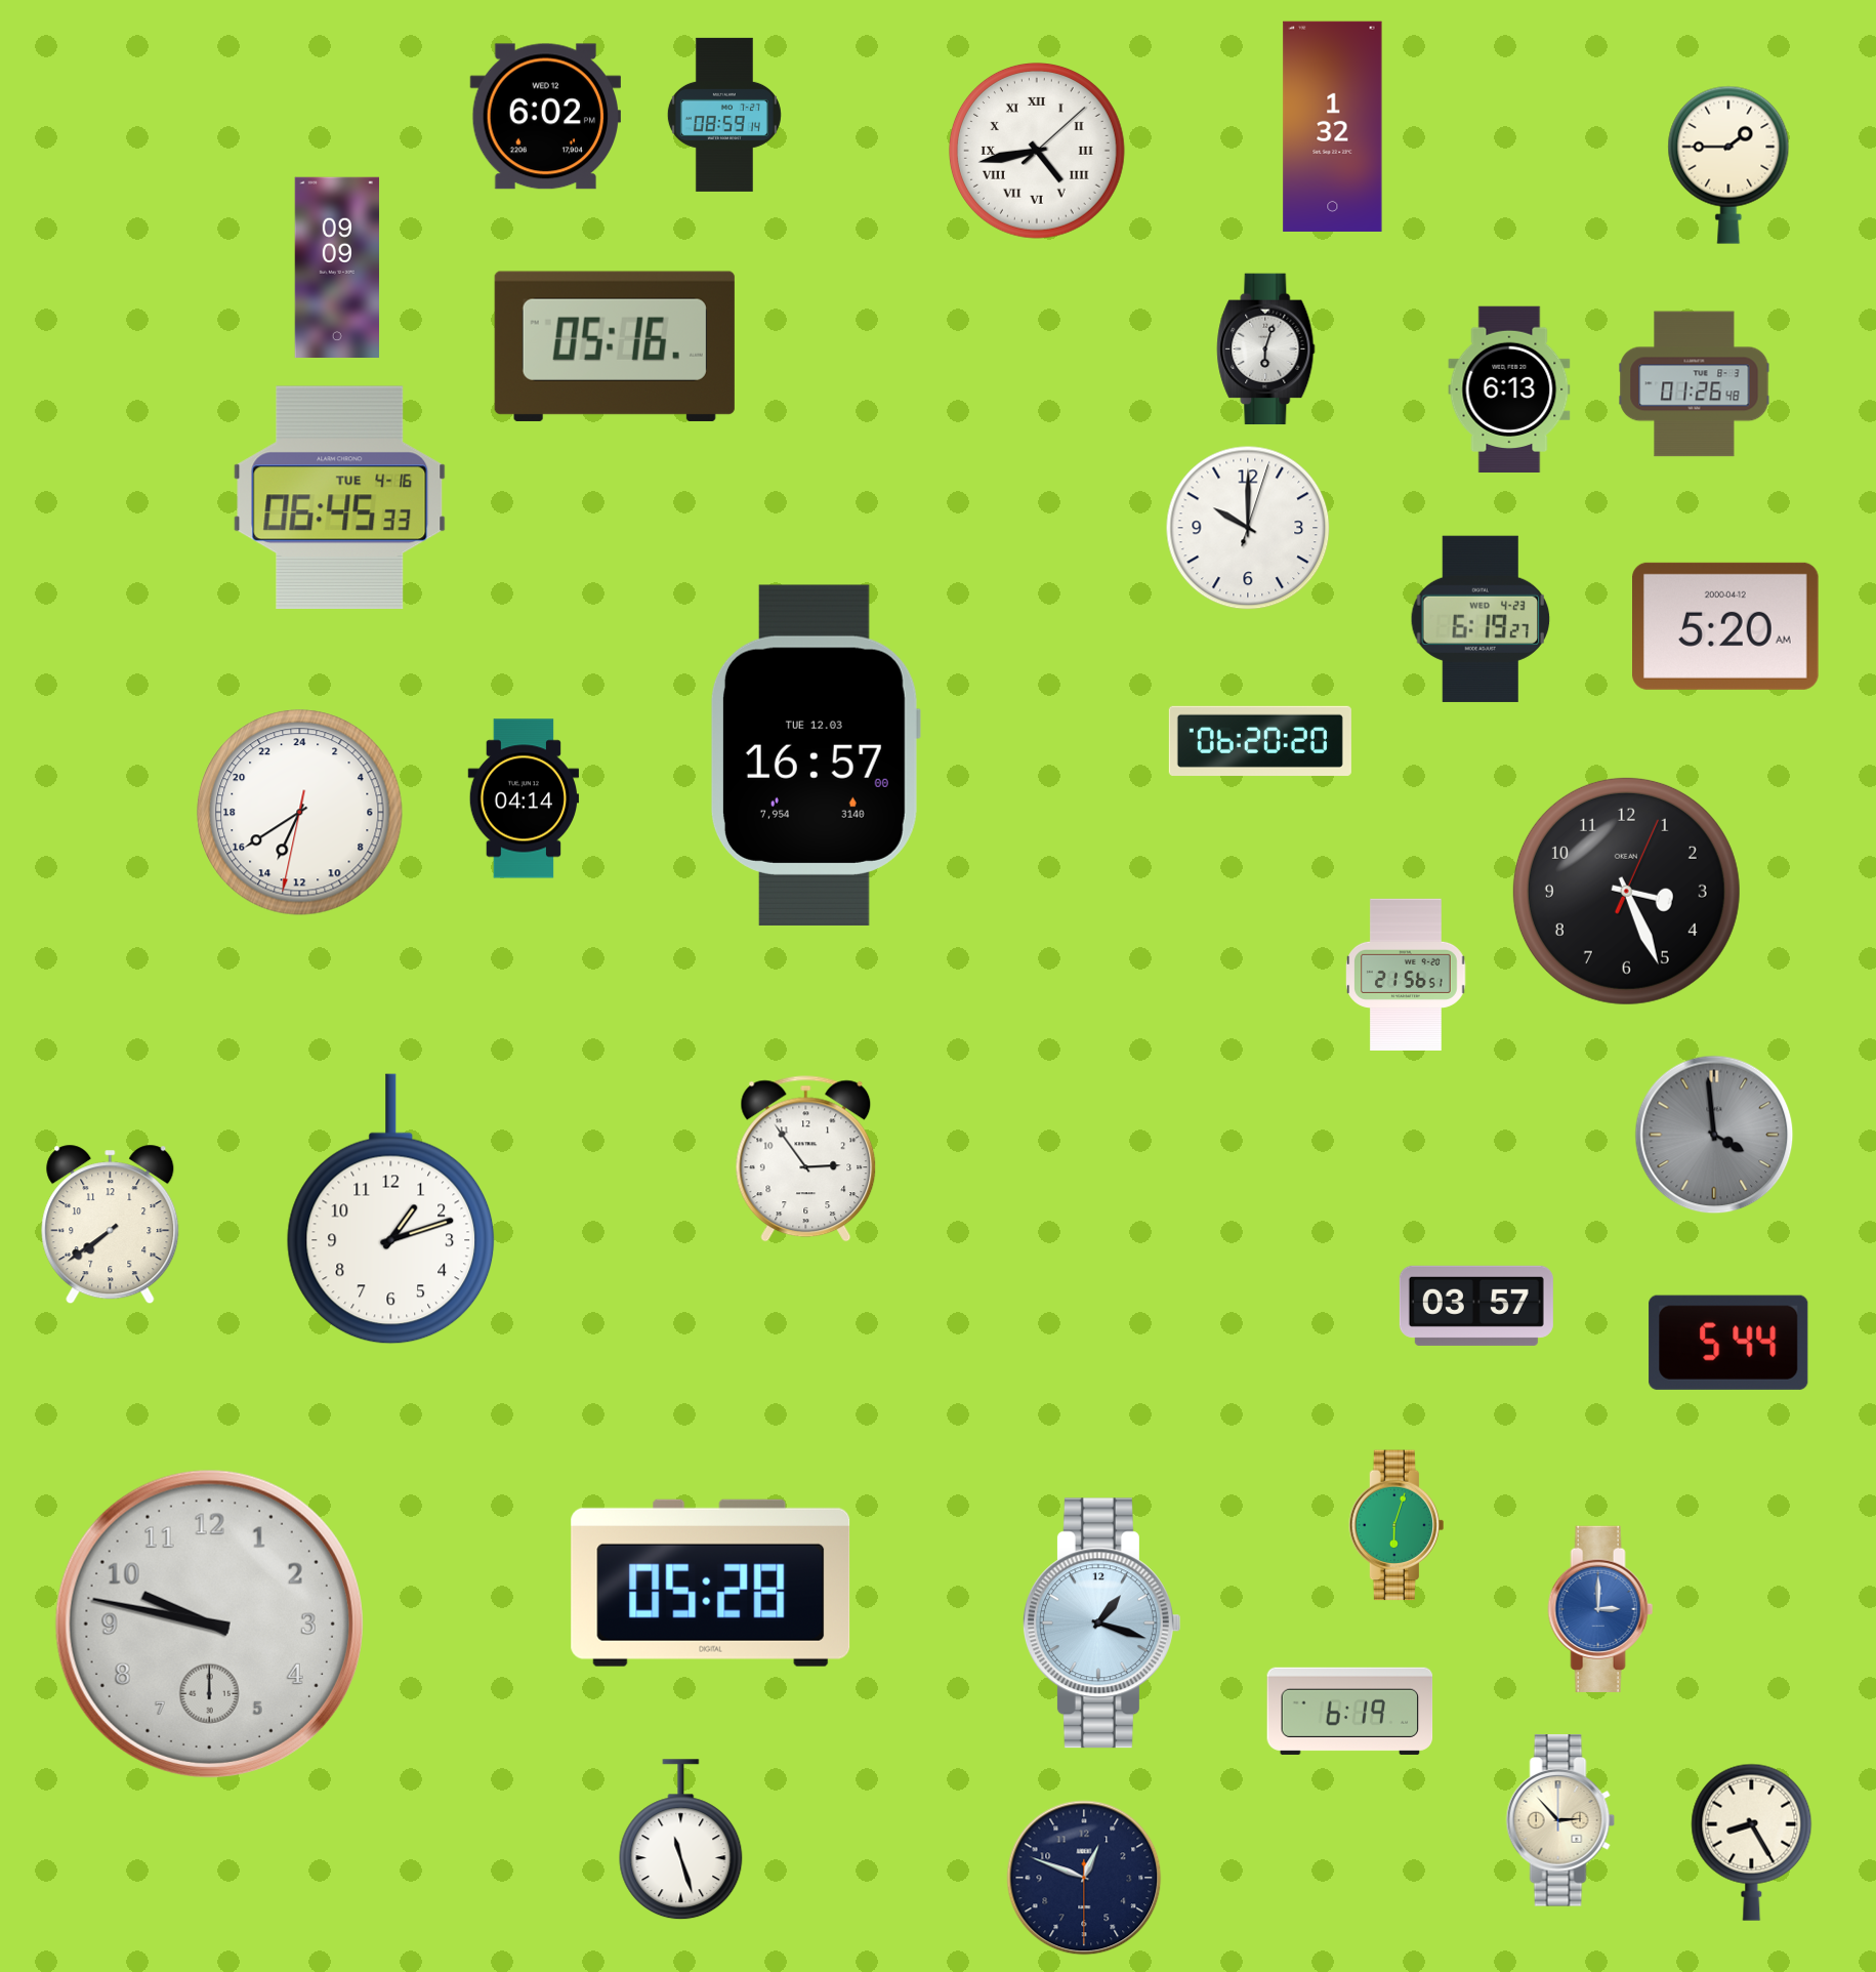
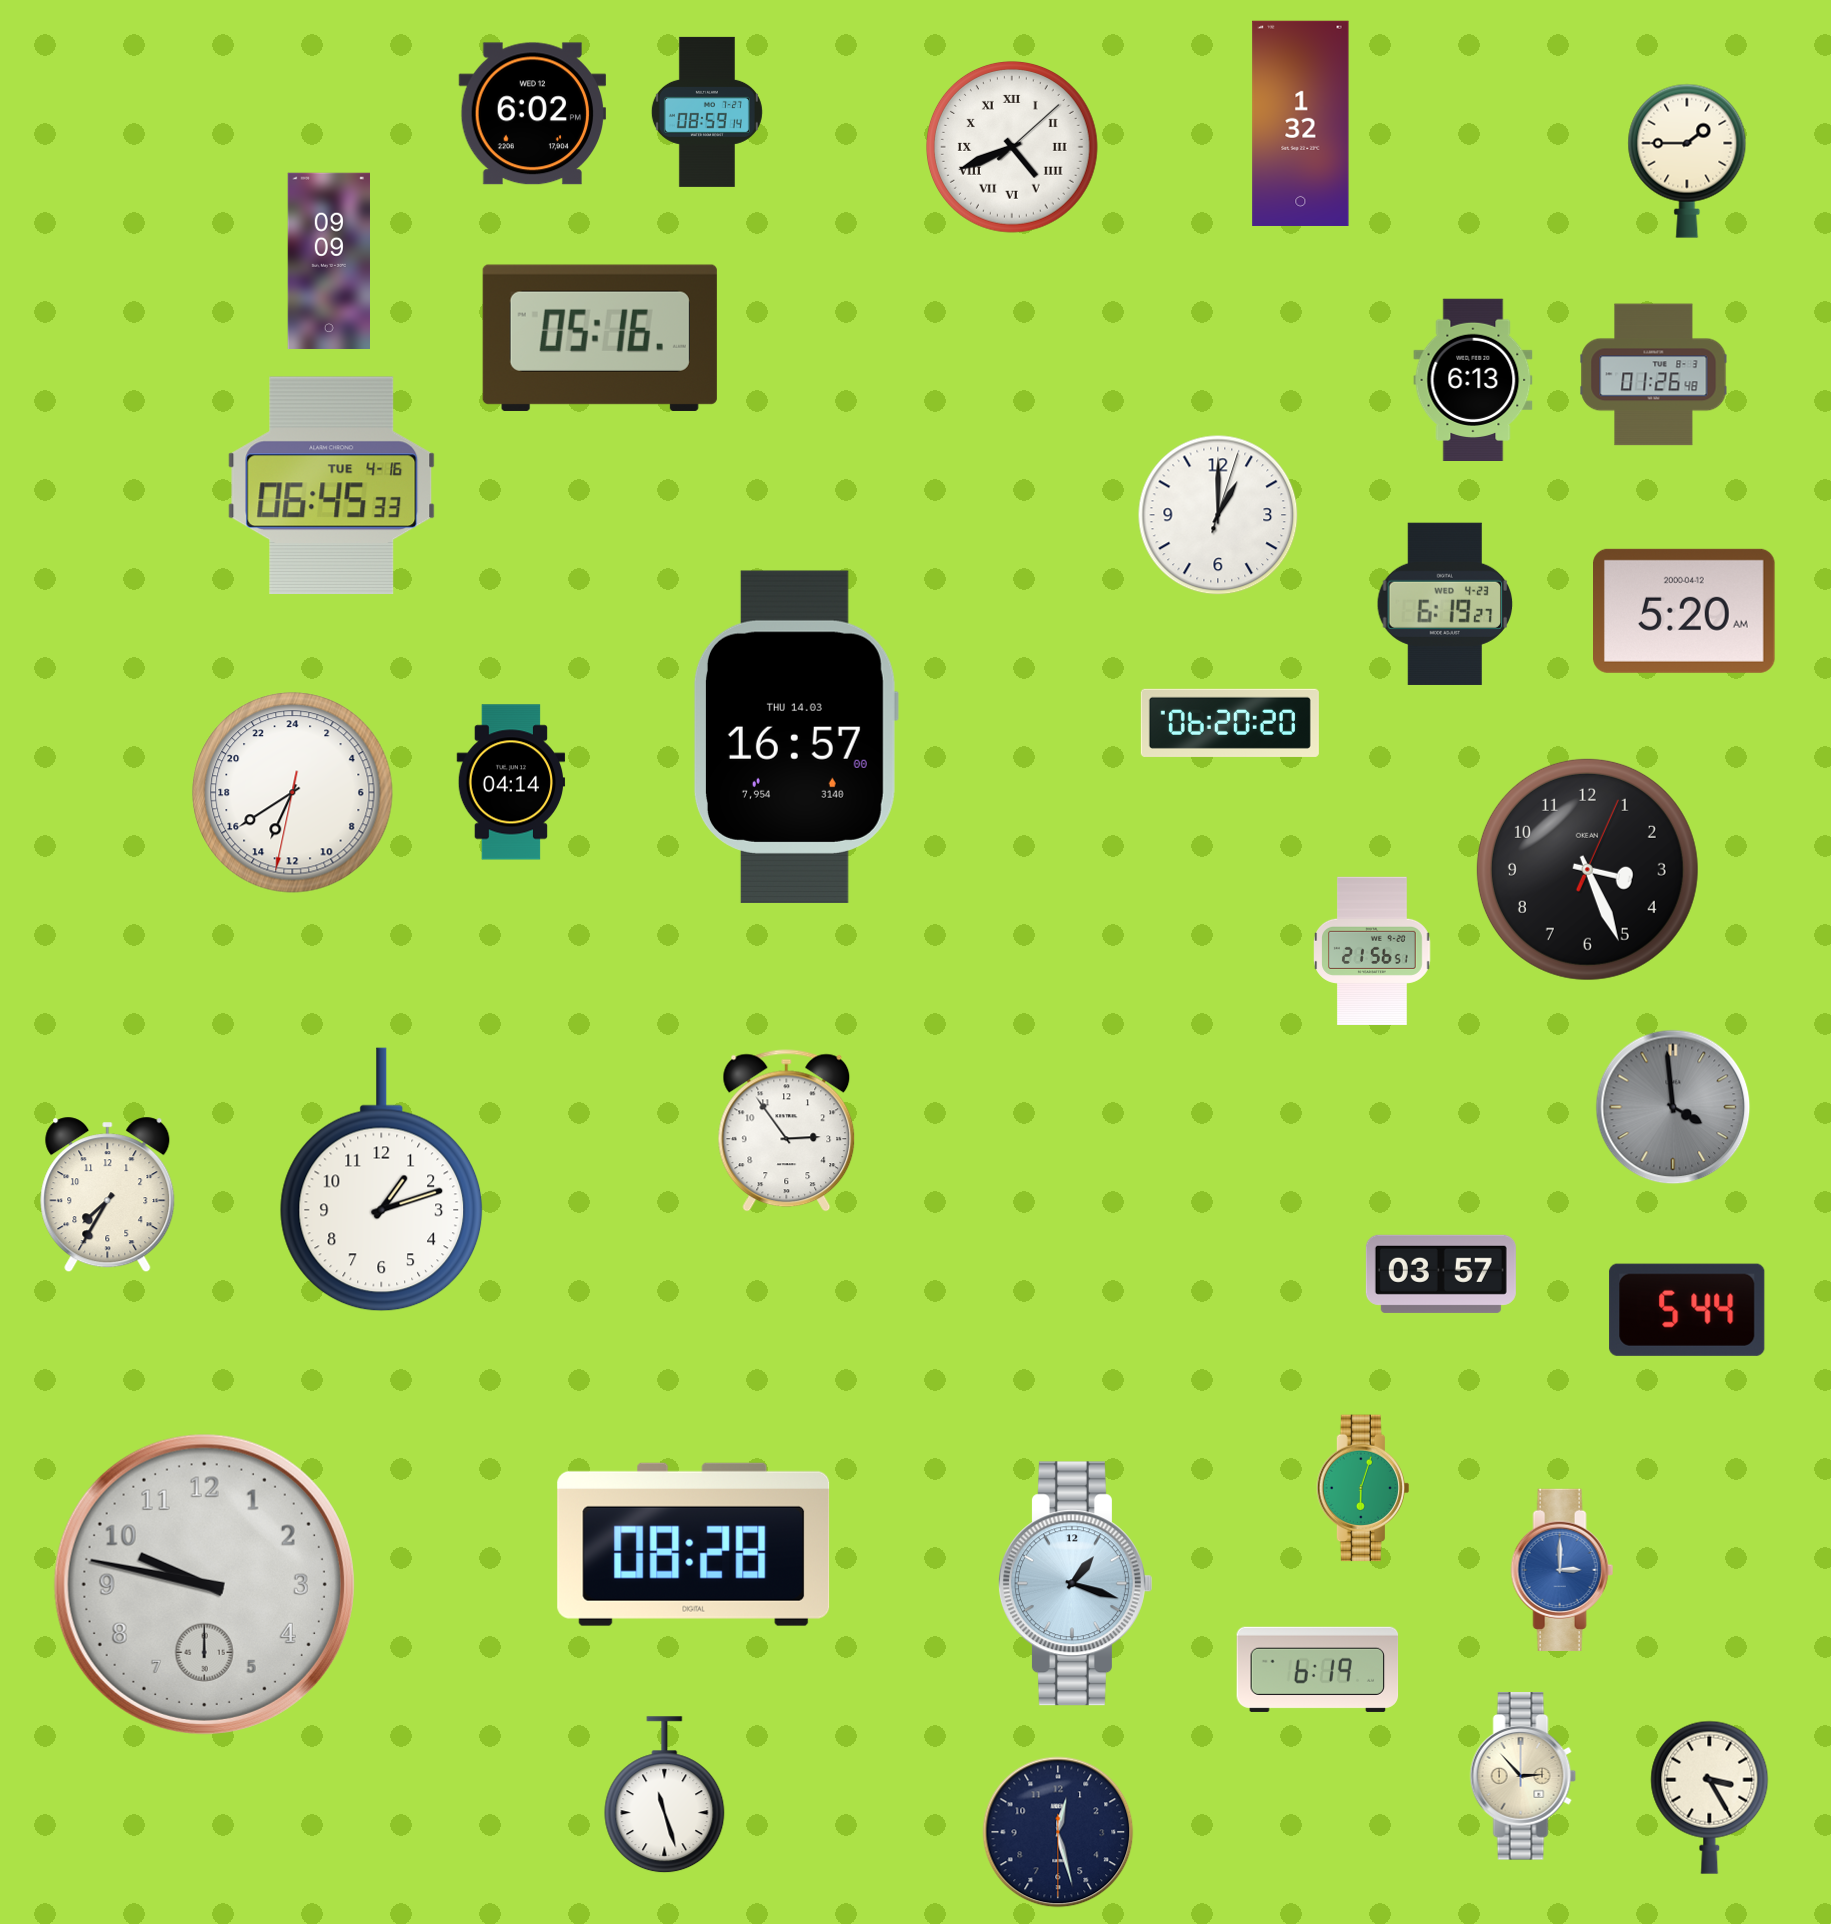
clock at (1037, 151): 4:43 -> 4:41
clock at (1266, 350): 6:03 -> none
clock at (1248, 528): 10:00 -> 1:00
clock at (815, 755) date: TUE 12.03 -> THU 14.03
clock at (524, 798) position: (524, 798) -> (511, 782)
clock at (111, 1225): 7:39 -> 7:35
clock at (711, 1583): 05:28 -> 08:28
clock at (1752, 1842): 8:25 -> 3:25
clock at (1084, 1878): 12:48 -> 12:27
